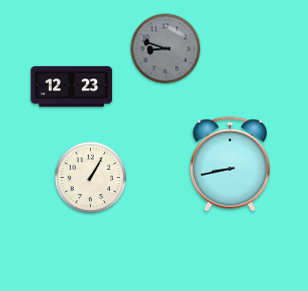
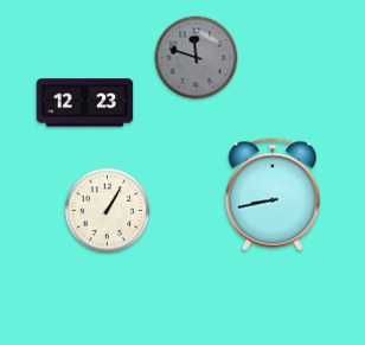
clock at (166, 49): 8:48 -> 11:48
